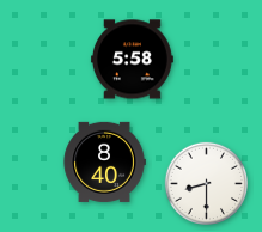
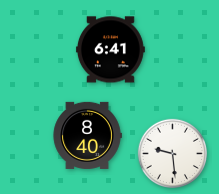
clock at (132, 60): 5:58 -> 6:41
clock at (206, 183): 8:30 -> 9:29
